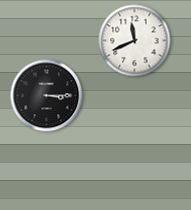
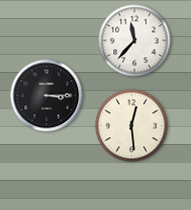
clock at (135, 41): 11:41 -> 11:37
clock at (132, 126): none -> 12:29
